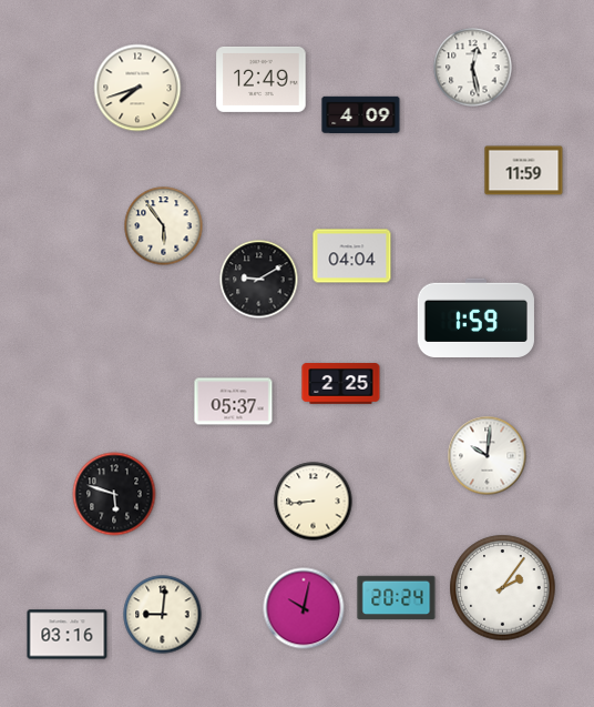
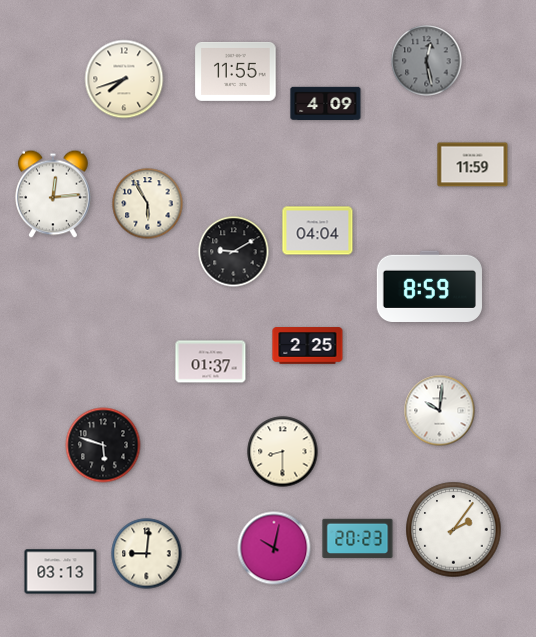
clock at (473, 68) dial: white -> grey
clock at (262, 79): 12:49 -> 11:55
clock at (524, 171) position: (524, 171) -> (473, 165)
clock at (53, 194): none -> 12:14
clock at (164, 226): 5:54 -> 5:55
clock at (475, 317): 1:59 -> 8:59
clock at (234, 402): 05:37 -> 01:37
clock at (314, 502): 8:44 -> 8:30
clock at (397, 598): 20:24 -> 20:23
clock at (68, 635): 03:16 -> 03:13
